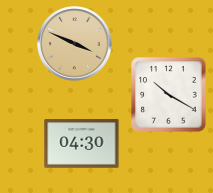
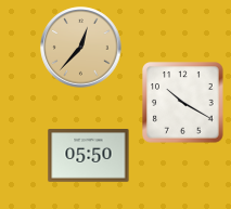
clock at (75, 44): 3:49 -> 12:37
clock at (82, 144): 04:30 -> 05:50
